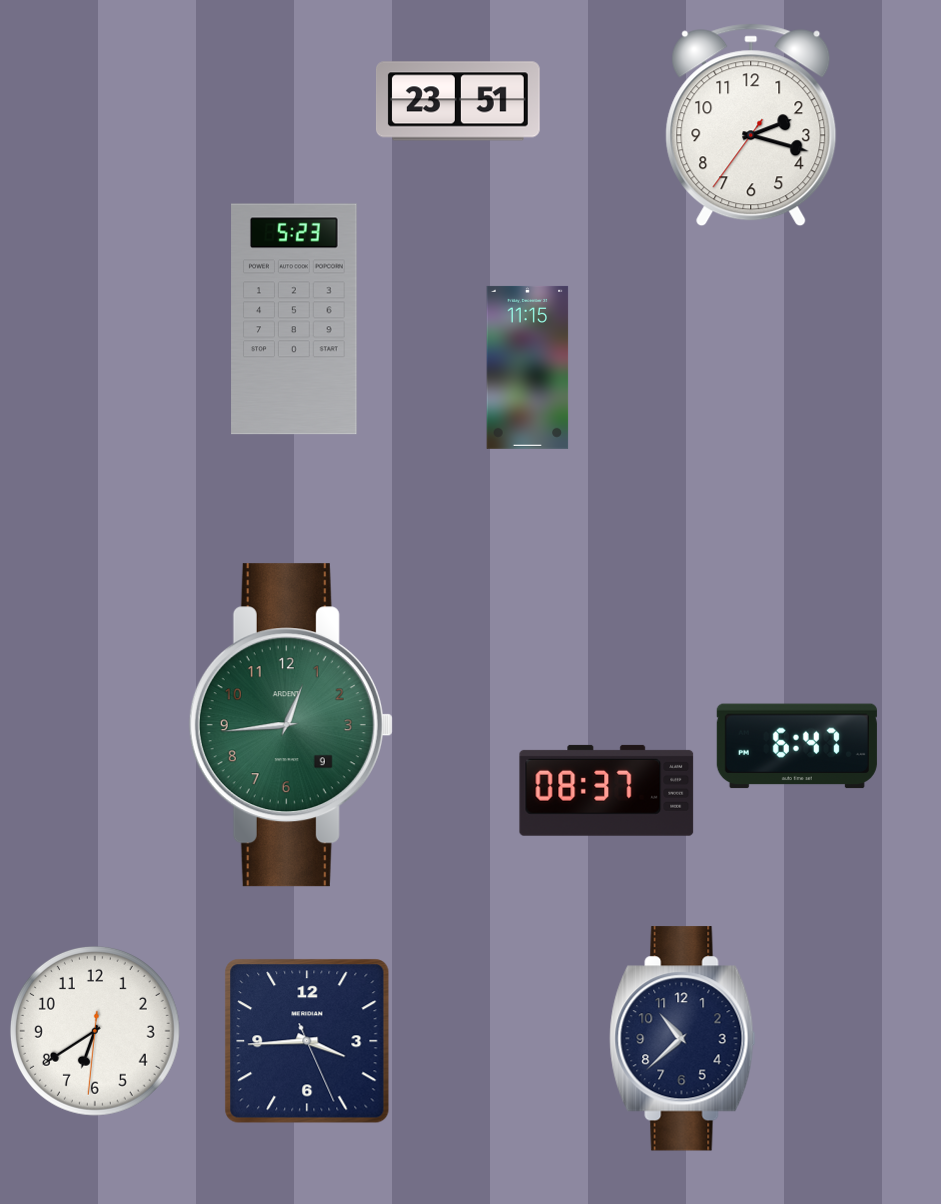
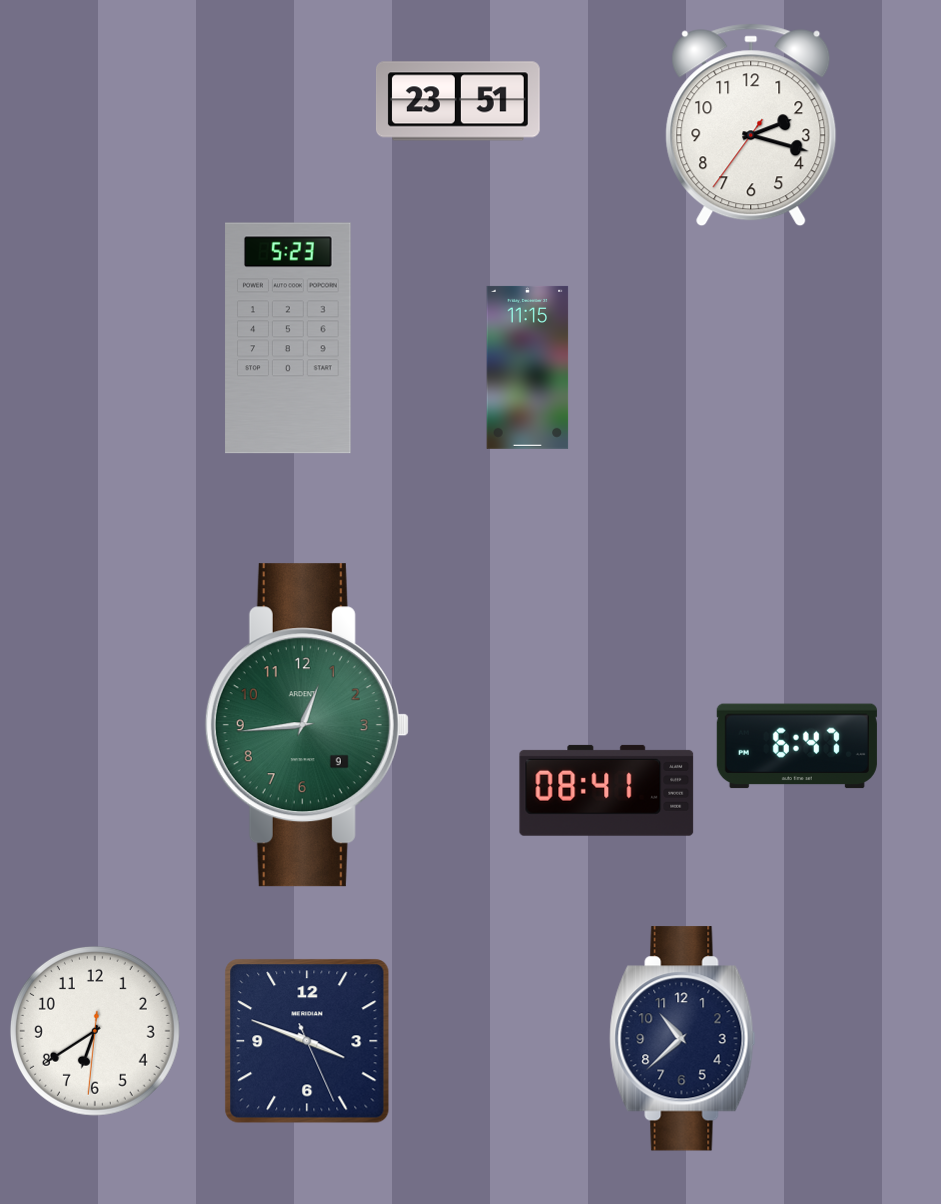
clock at (294, 319) position: (294, 319) -> (288, 338)
clock at (291, 725) position: (291, 725) -> (307, 725)
clock at (607, 790): 08:37 -> 08:41
clock at (307, 1041): 3:44 -> 3:48
